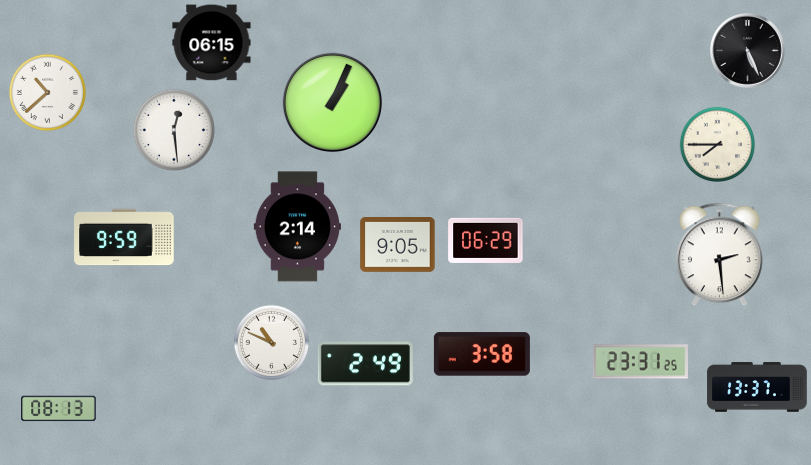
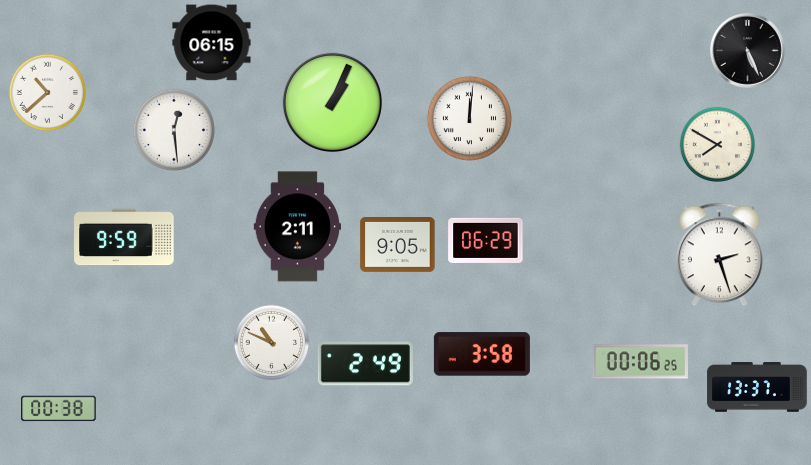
clock at (469, 118): none -> 12:01
clock at (718, 145): 7:45 -> 7:50
clock at (297, 227): 2:14 -> 2:11
clock at (720, 255): 2:29 -> 2:27
clock at (640, 362): 23:31 -> 00:06
clock at (59, 409): 08:13 -> 00:38
